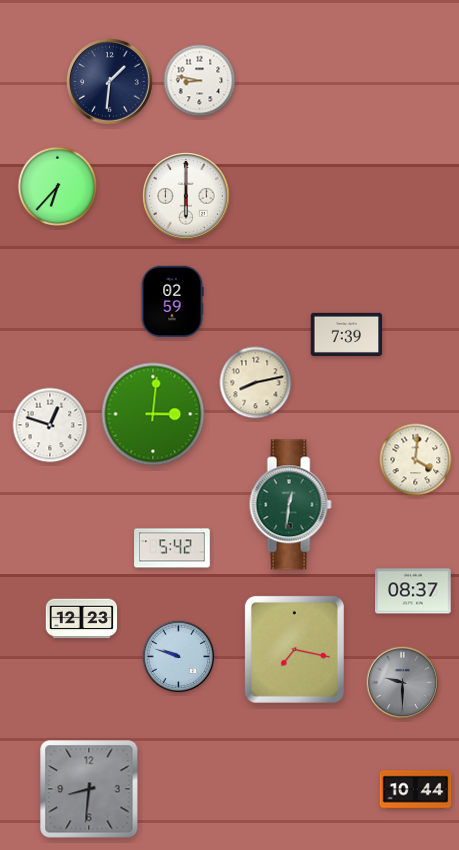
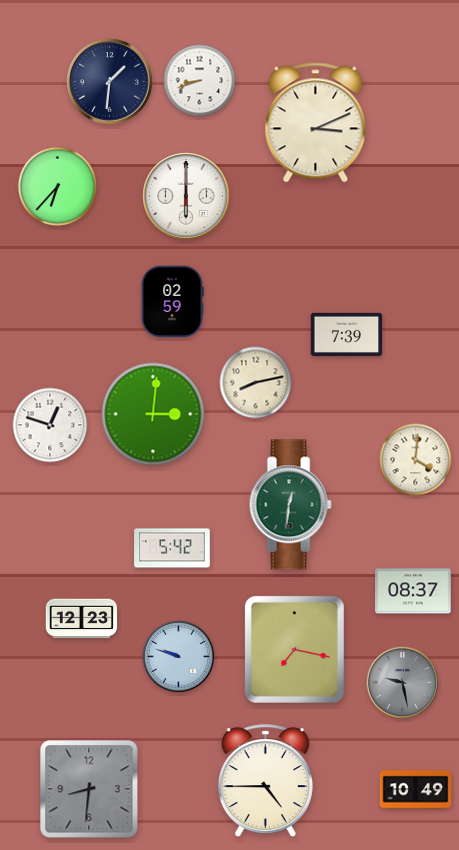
clock at (200, 81): 8:47 -> 8:42
clock at (316, 123): none -> 3:11
clock at (403, 683): 9:30 -> 9:28
clock at (265, 781): none -> 4:45
clock at (416, 790): 10:44 -> 10:49
